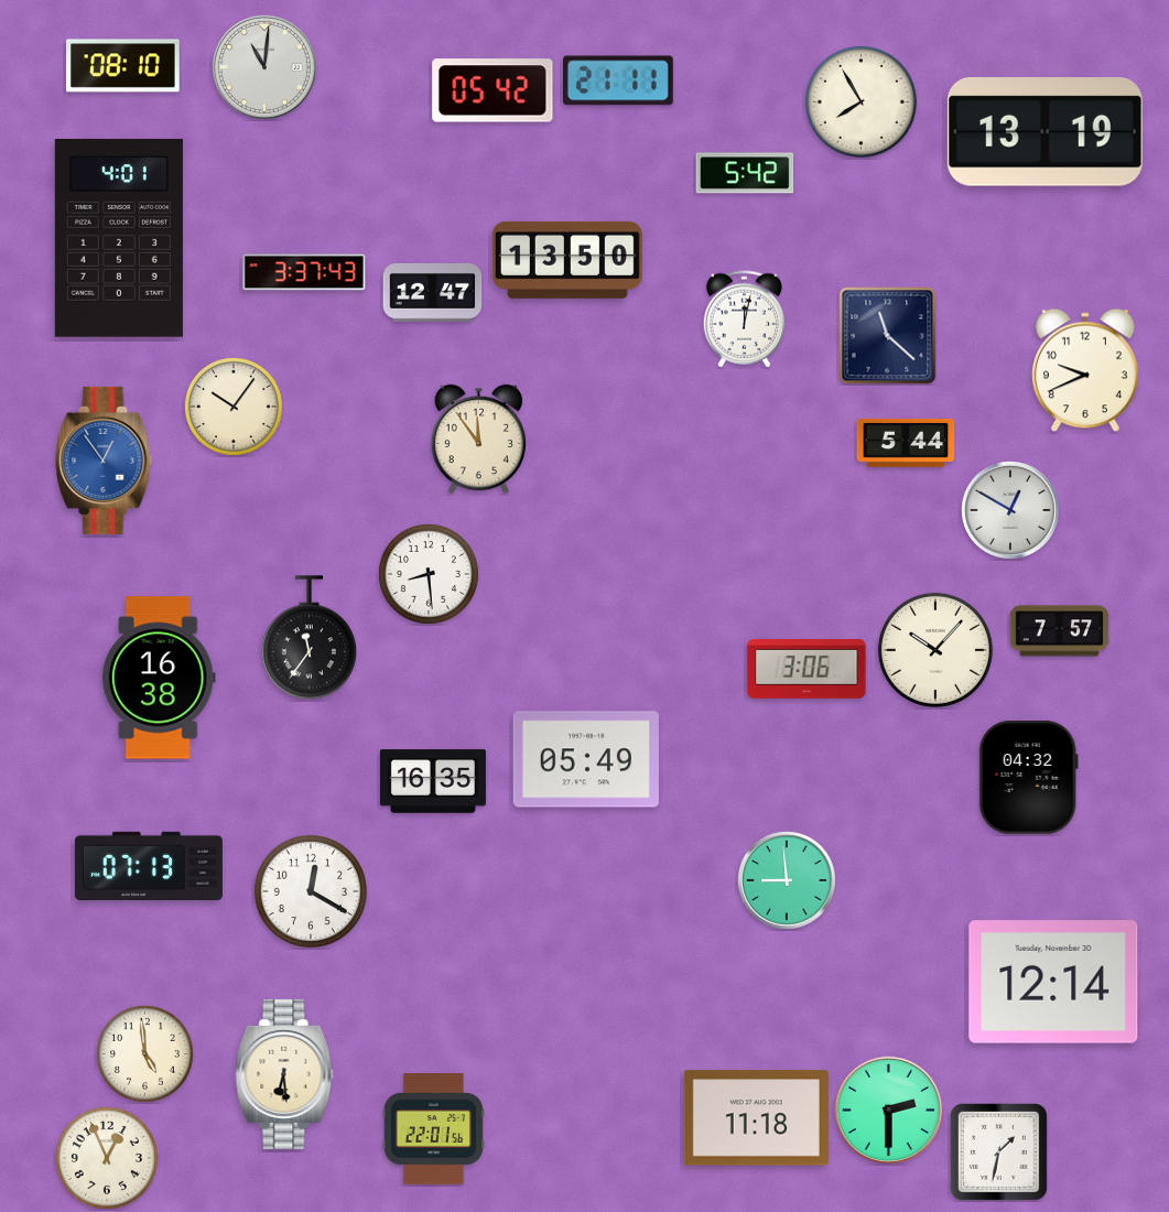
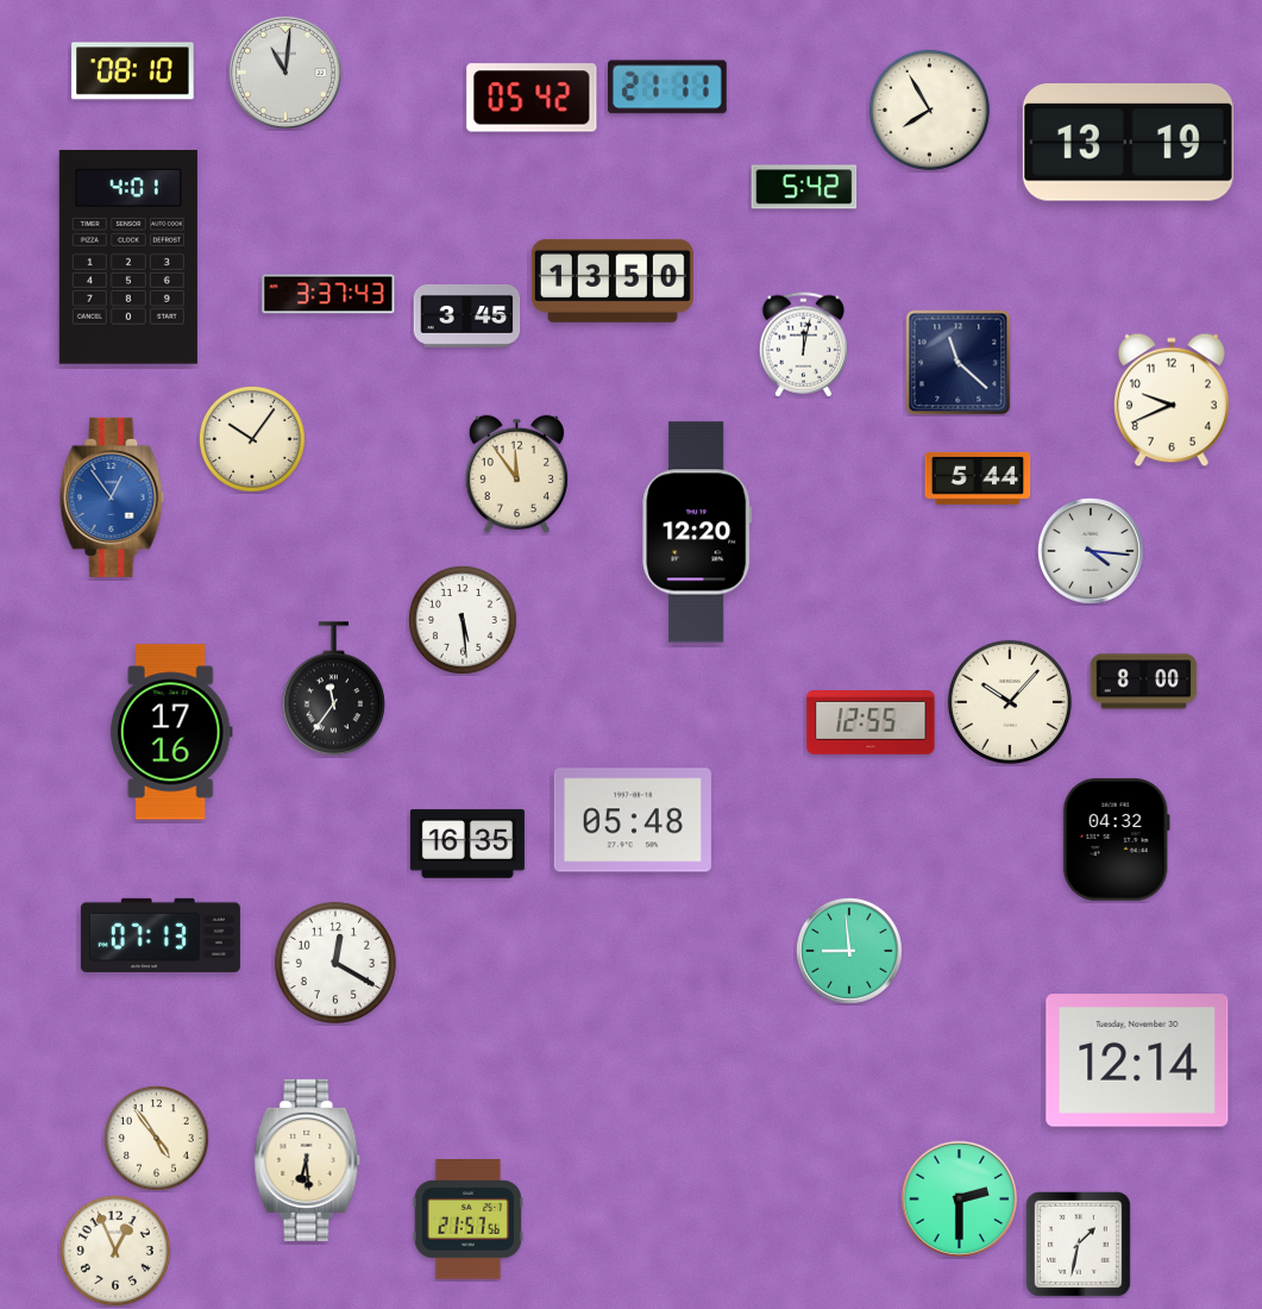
clock at (433, 292): 12:47 -> 3:45
clock at (697, 532): none -> 12:20
clock at (1010, 510): 12:50 -> 4:16
clock at (429, 574): 8:29 -> 5:29
clock at (1060, 631): 7:57 -> 8:00
clock at (807, 670): 3:06 -> 12:55
clock at (159, 678): 16:38 -> 17:16
clock at (586, 759): 05:49 -> 05:48
clock at (1028, 778) position: (1028, 778) -> (1116, 840)
clock at (144, 1053): 4:59 -> 4:54
clock at (756, 1118): 11:18 -> none
clock at (433, 1129): 22:01 -> 21:57
